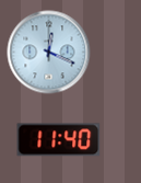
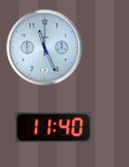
clock at (49, 53): 12:19 -> 11:26
